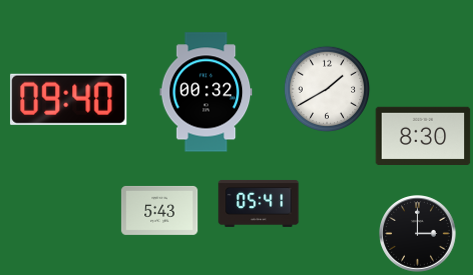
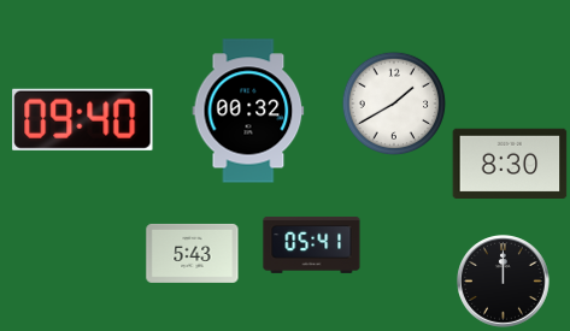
clock at (327, 89) position: (327, 89) -> (394, 104)
clock at (418, 234): 3:00 -> 12:00
